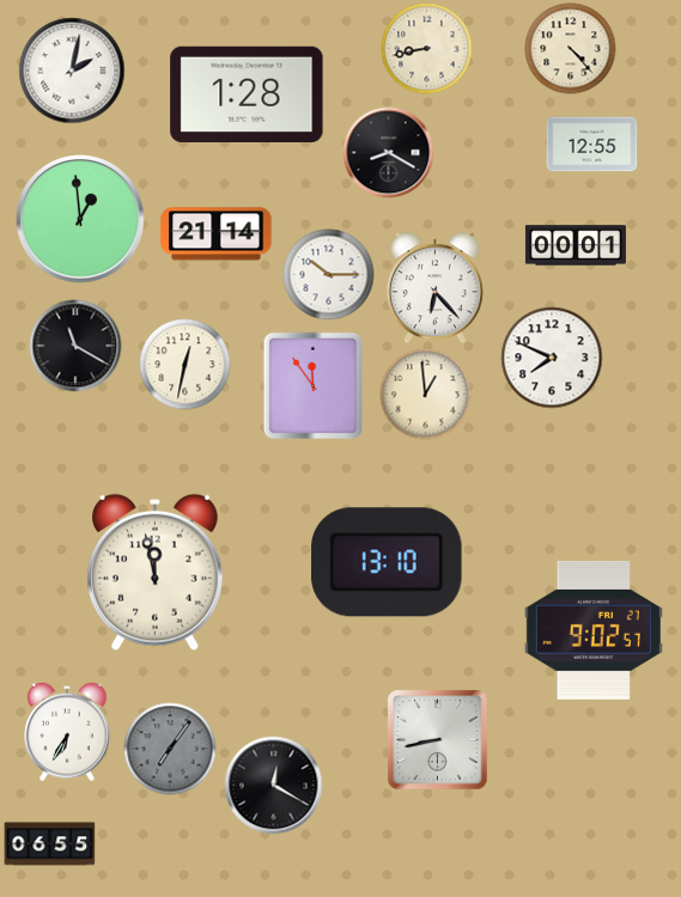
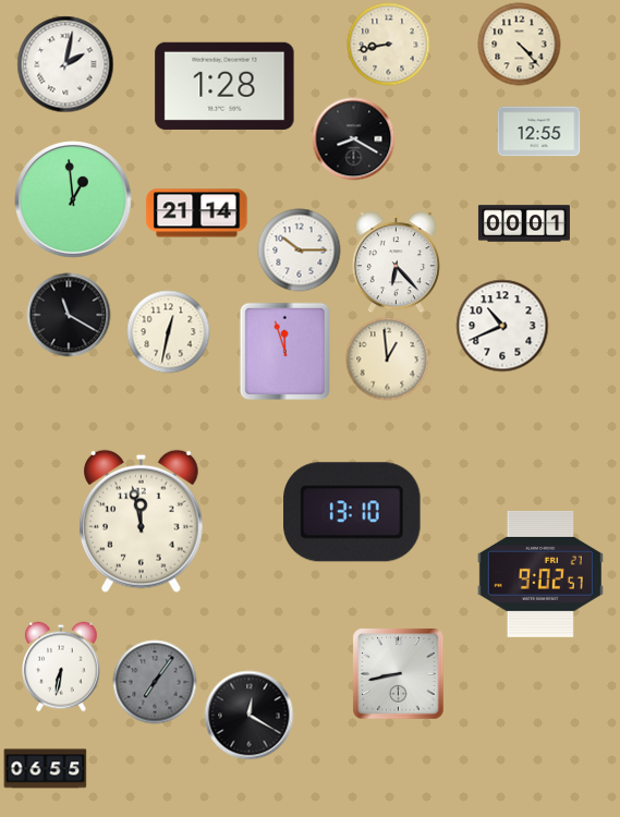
clock at (552, 358): 7:49 -> 10:41
clock at (314, 386): 11:54 -> 11:57
clock at (67, 732): 6:35 -> 6:32
